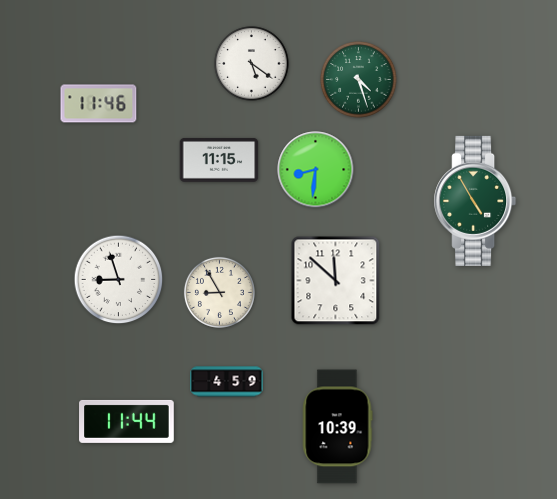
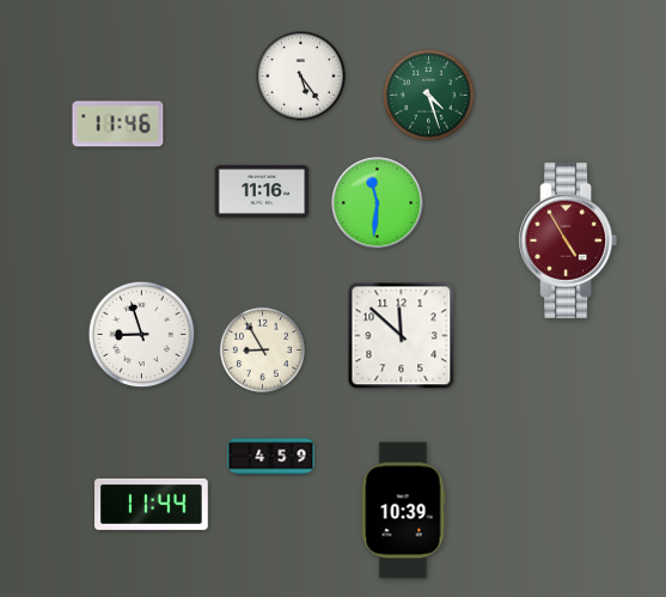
clock at (252, 64): 5:21 -> 5:24
clock at (219, 160): 11:15 -> 11:16
clock at (316, 170): 8:31 -> 11:31
clock at (475, 201) dial: green -> burgundy
